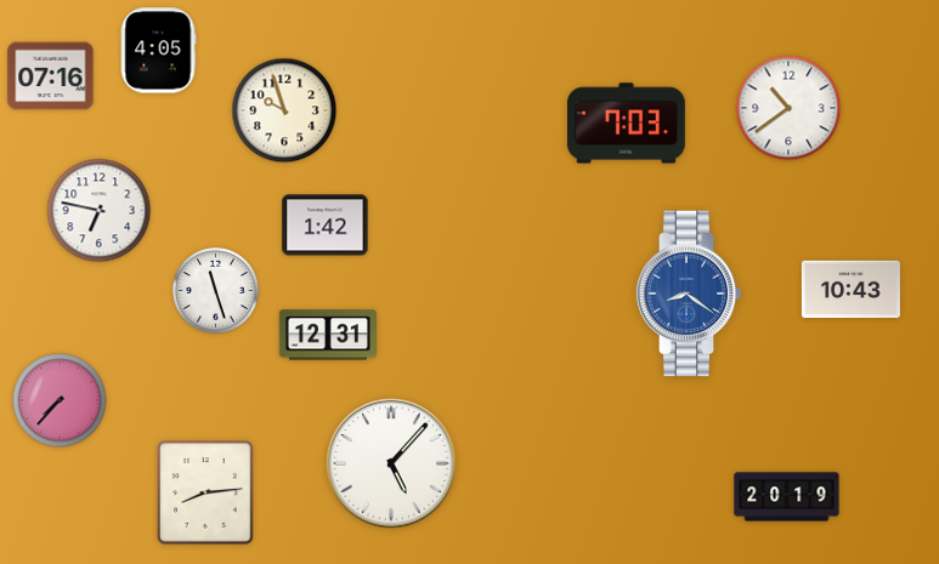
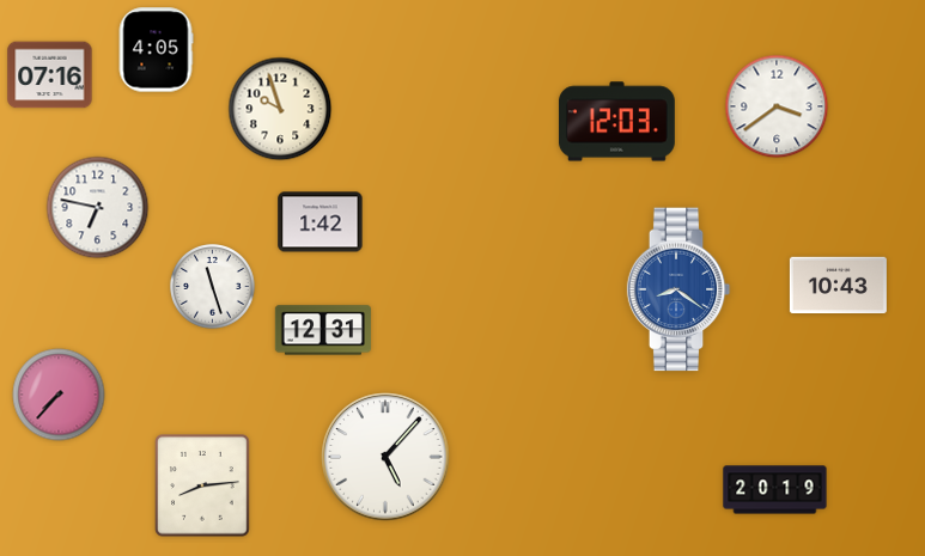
clock at (788, 108): 10:39 -> 3:39
clock at (626, 124): 7:03 -> 12:03
